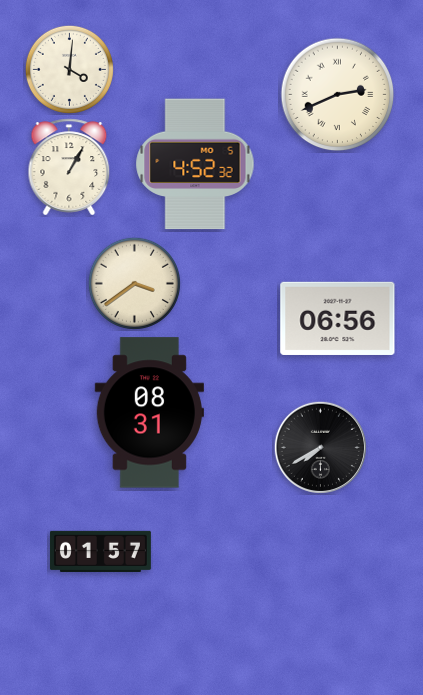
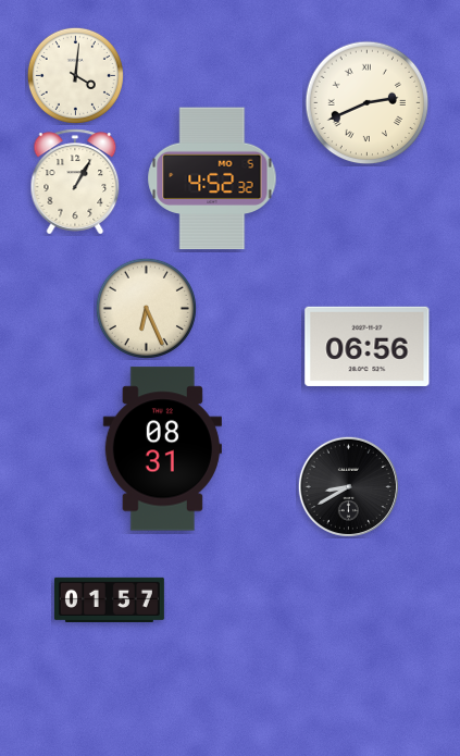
clock at (134, 283): 3:39 -> 6:26
clock at (320, 447): 7:40 -> 8:40
